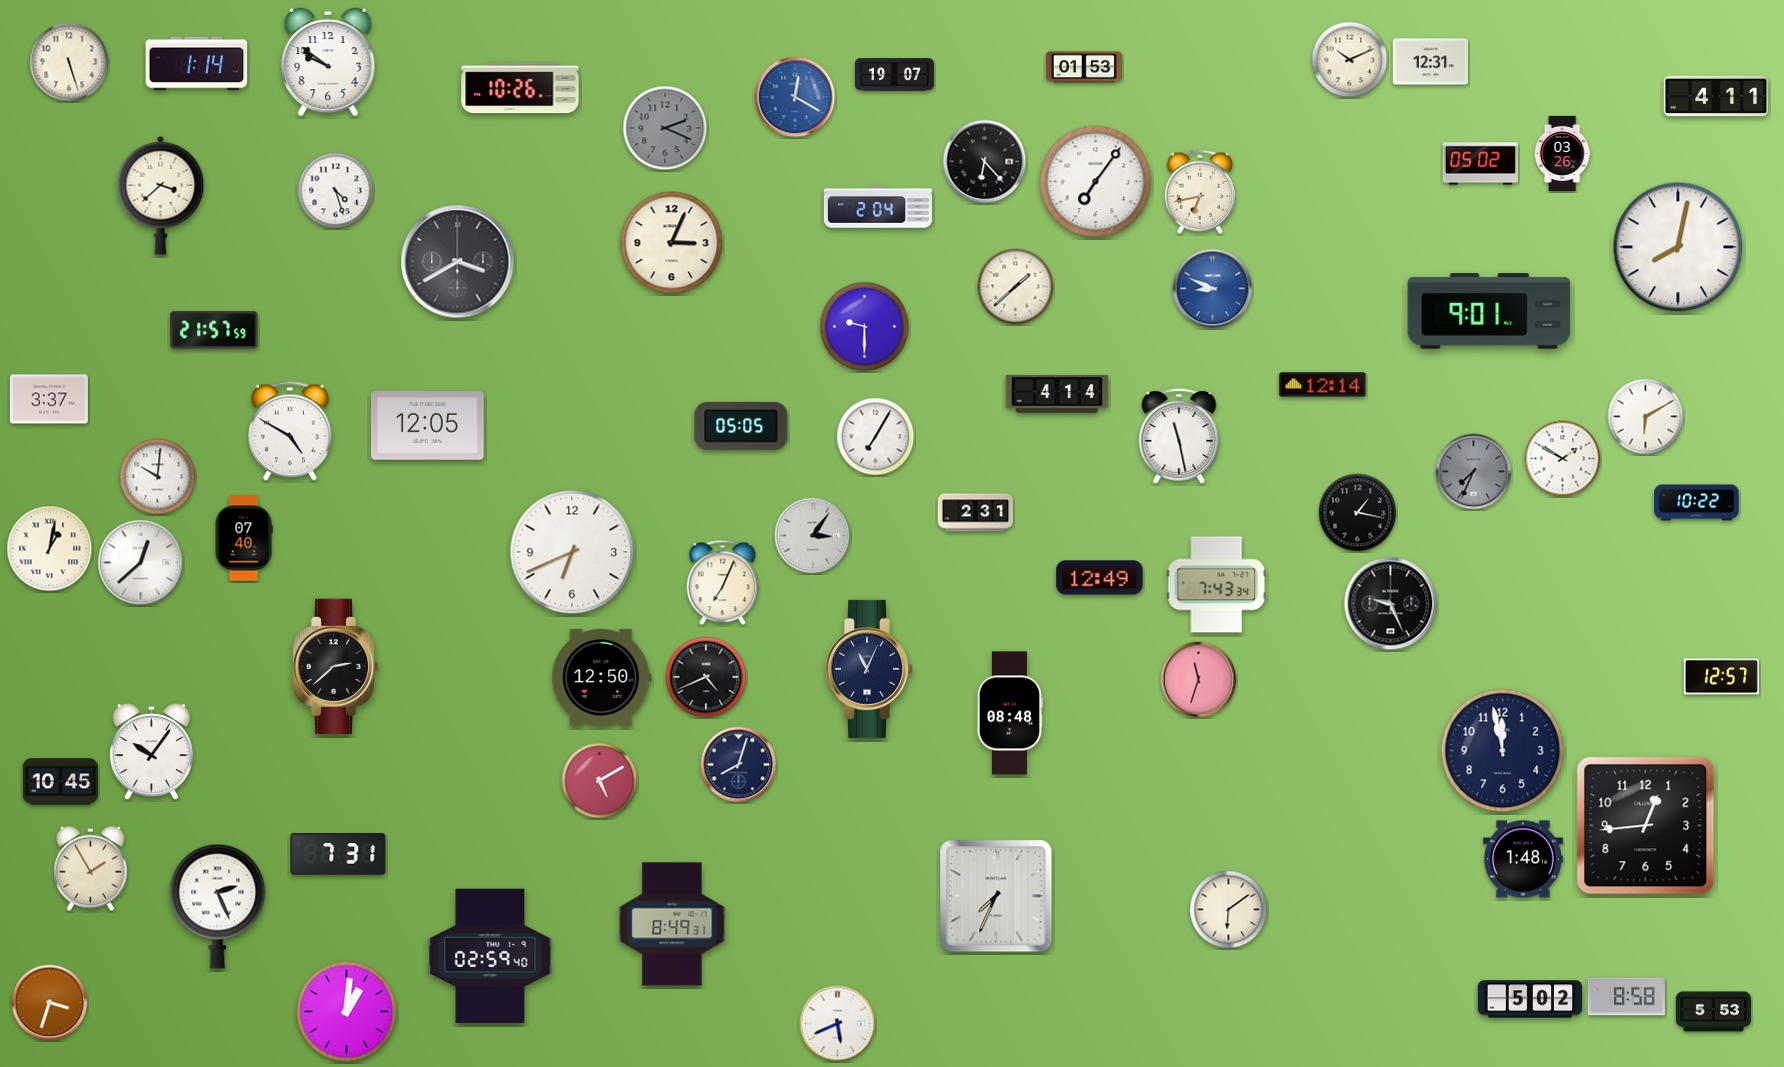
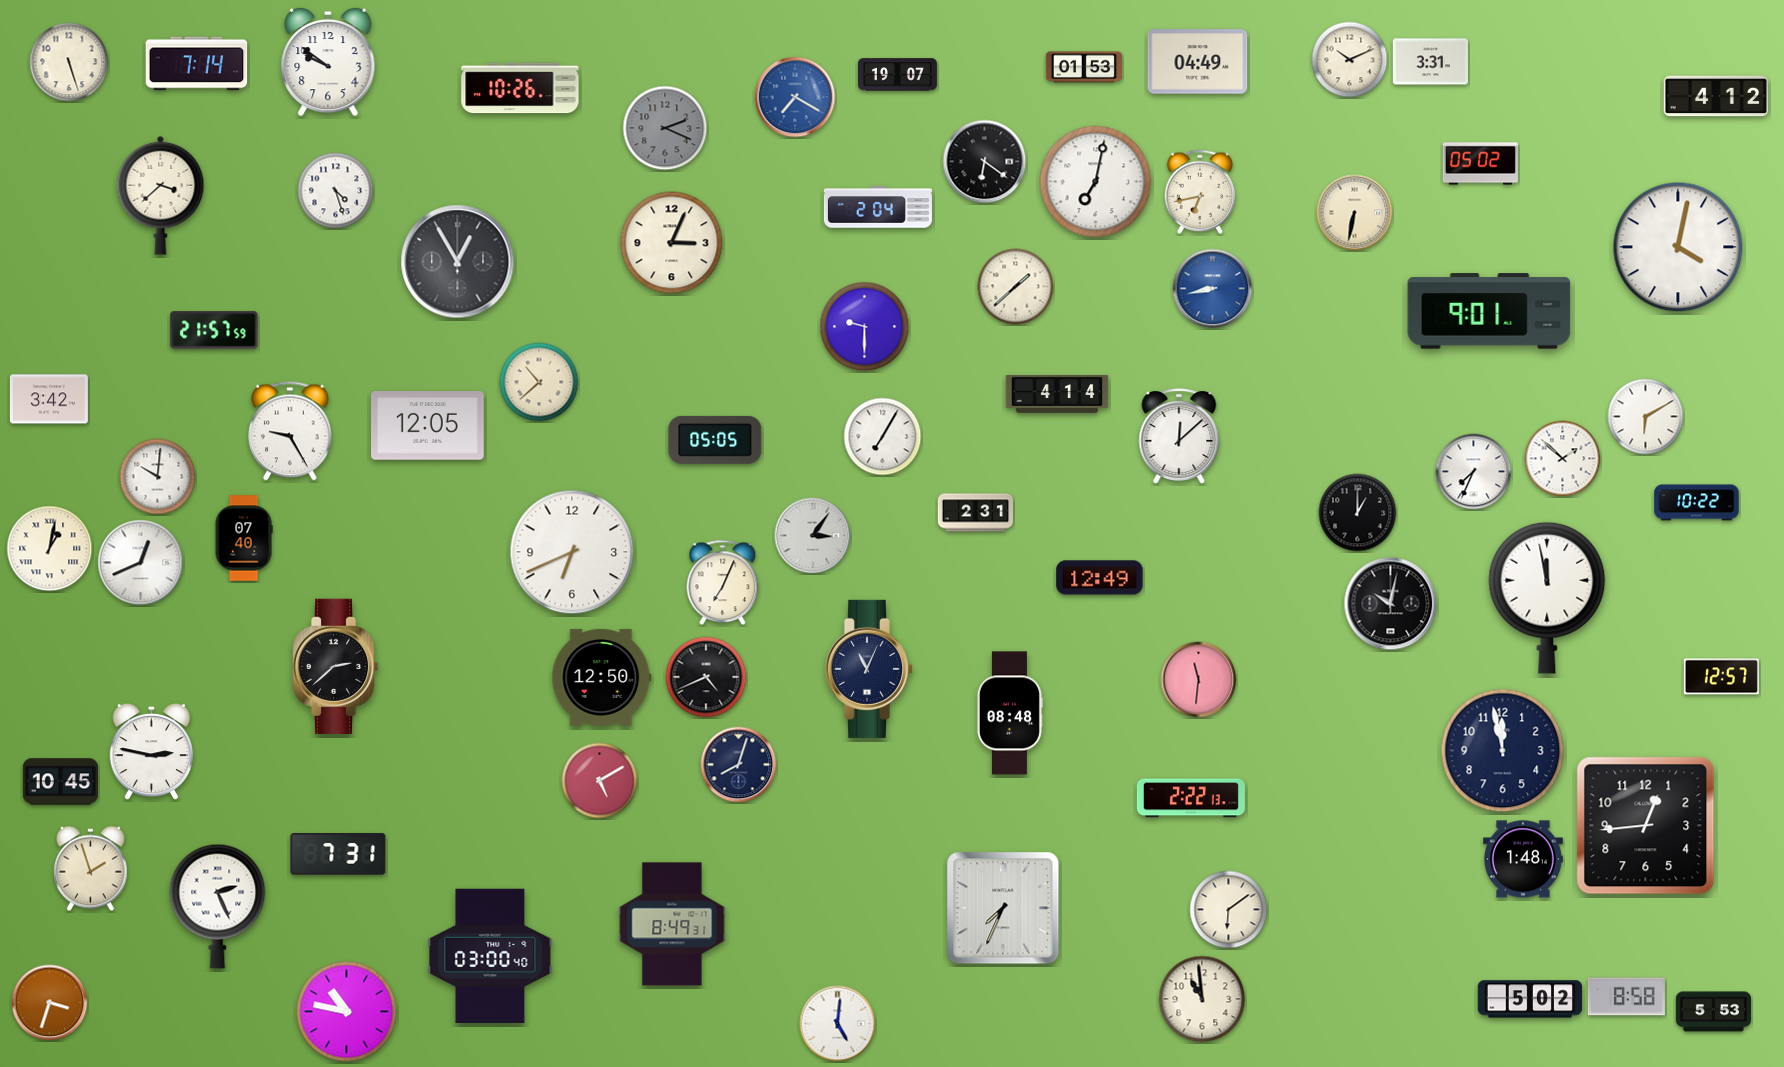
clock at (1198, 62): none -> 04:49
clock at (1430, 62): 12:31 -> 3:31
clock at (197, 64): 1:14 -> 7:14
clock at (894, 75) position: (894, 75) -> (897, 75)
clock at (1716, 96): 4:11 -> 4:12
clock at (795, 97): 12:20 -> 7:20
clock at (1562, 153): 03:26 -> none
clock at (985, 162): 6:23 -> 6:21
clock at (1096, 182): 7:06 -> 7:02
clock at (1355, 213): none -> 6:32
clock at (1678, 247): 8:02 -> 4:02
clock at (458, 262): 3:40 -> 12:55
clock at (1213, 289): 8:49 -> 8:43
clock at (539, 382): none -> 10:38
clock at (1323, 385): 12:14 -> none
clock at (49, 399): 3:37 -> 3:42
clock at (741, 426) position: (741, 426) -> (715, 440)
clock at (291, 431): 4:50 -> 9:25
clock at (1179, 436): 11:28 -> 12:08
clock at (876, 437) position: (876, 437) -> (883, 437)
clock at (1563, 459): 1:50 -> 1:52
clock at (1474, 472) dial: grey -> white
clock at (1358, 513): 1:17 -> 1:00
clock at (141, 563): 12:38 -> 12:41
clock at (1217, 585): 7:43 -> none
clock at (1547, 598): none -> 11:58
clock at (1391, 604): 9:26 -> 10:02
clock at (1199, 680): 11:33 -> 11:31
clock at (152, 752): 10:06 -> 2:47
clock at (1191, 798): none -> 2:22
clock at (91, 869): 1:55 -> 1:57
clock at (996, 896) position: (996, 896) -> (1003, 908)
clock at (490, 956): 02:59 -> 03:00
clock at (1202, 999): none -> 10:59
clock at (347, 1012): 1:01 -> 10:47
clock at (838, 1024): 5:41 -> 5:01
